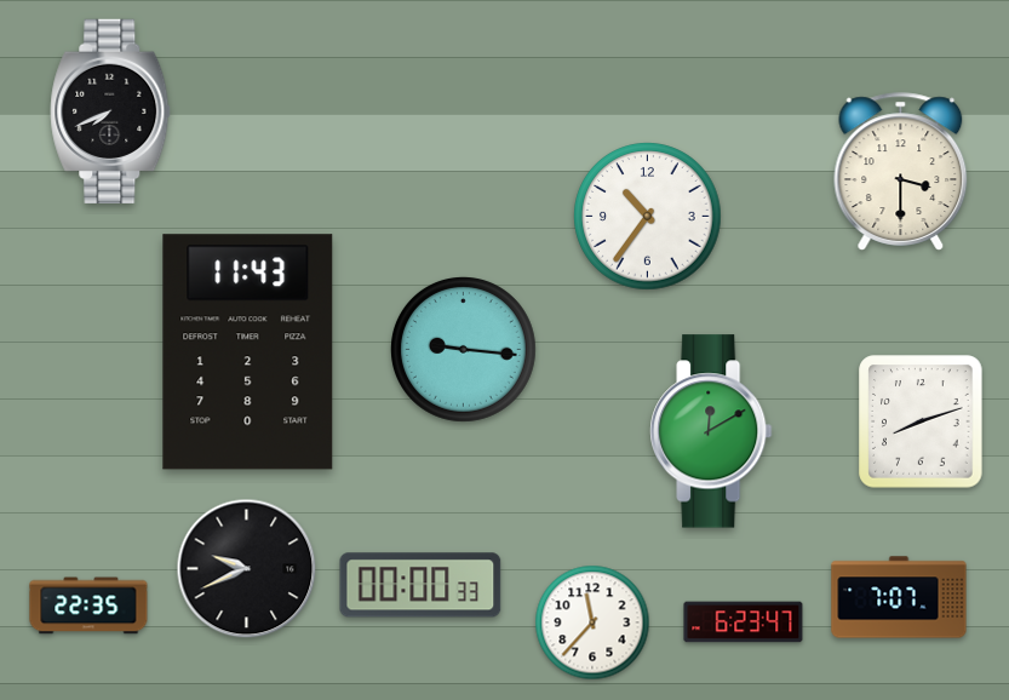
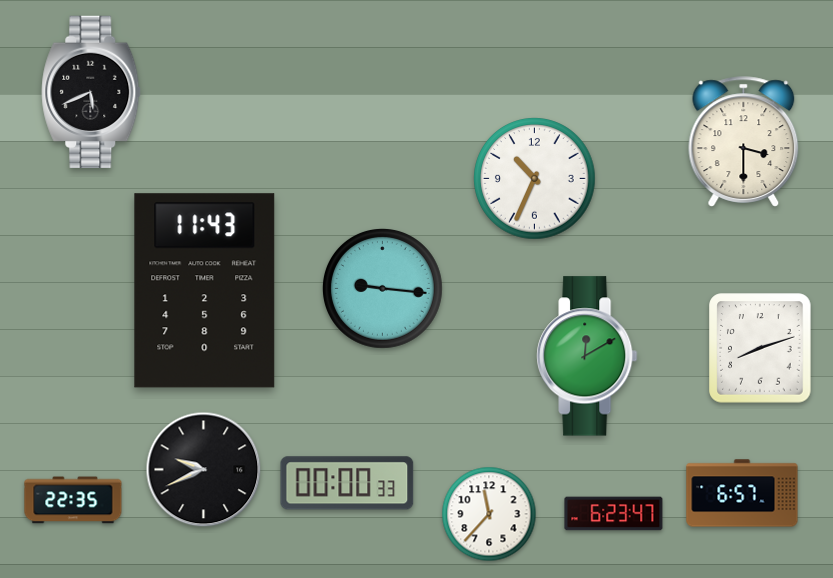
clock at (110, 110): 7:41 -> 5:41
clock at (648, 217): 10:36 -> 10:34
clock at (899, 597): 7:07 -> 6:57
